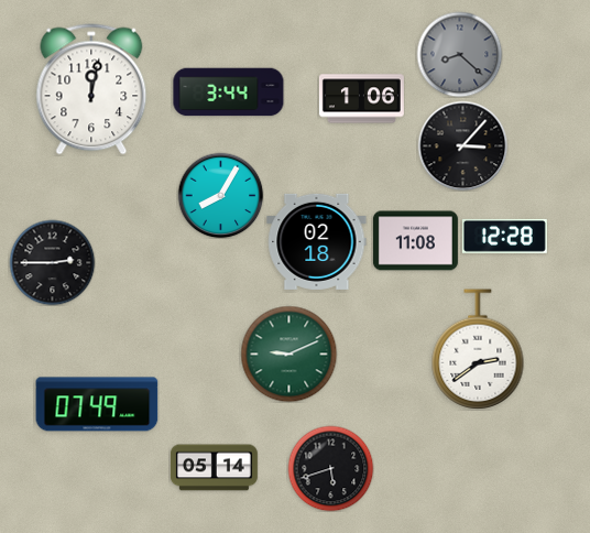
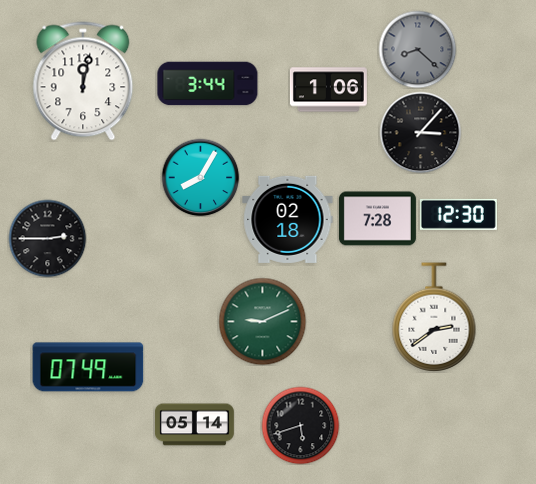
clock at (504, 236): 12:28 -> 12:30
clock at (415, 241): 11:08 -> 7:28
